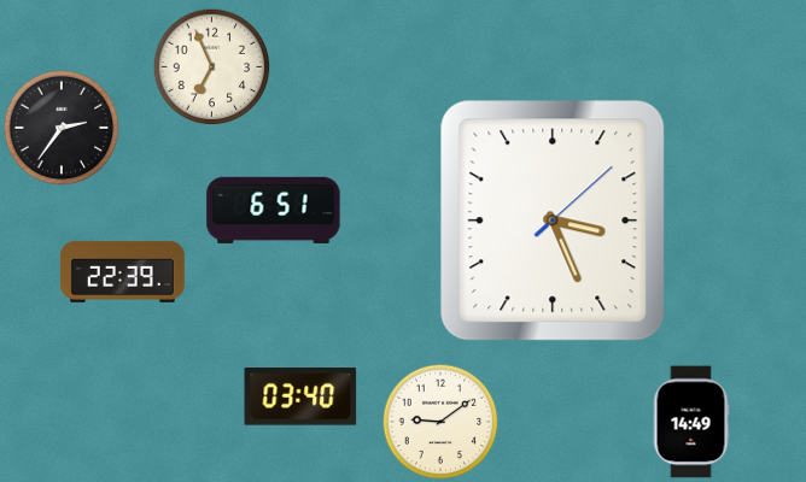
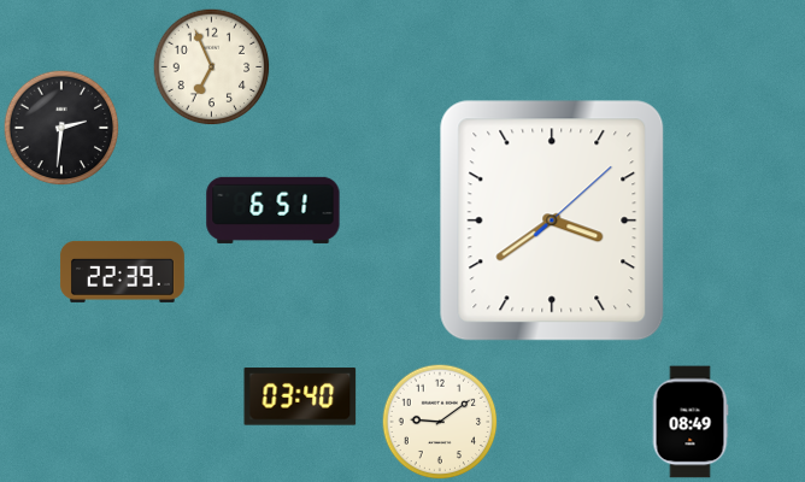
clock at (62, 128): 2:36 -> 2:31
clock at (553, 221): 3:26 -> 3:39
clock at (691, 422): 14:49 -> 08:49
